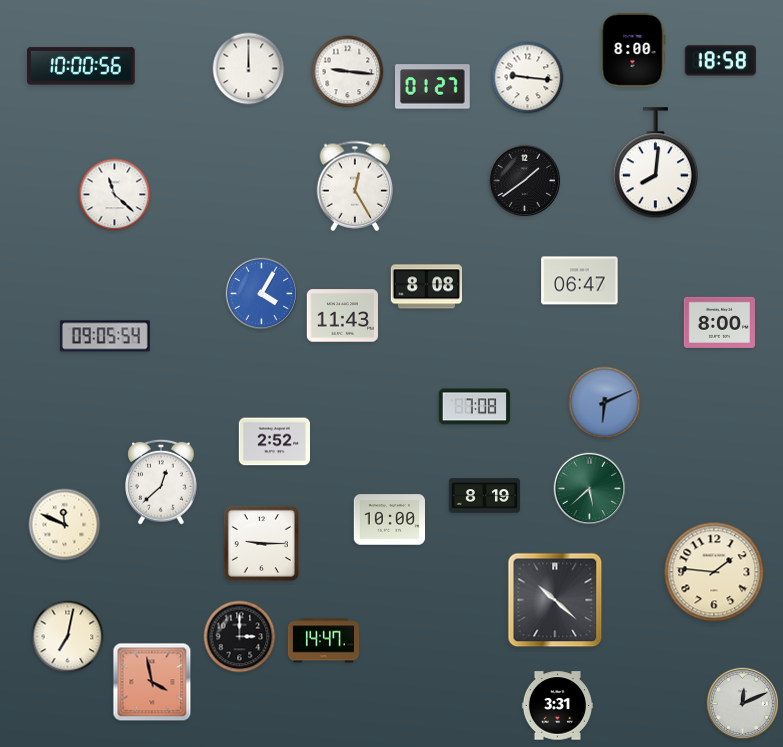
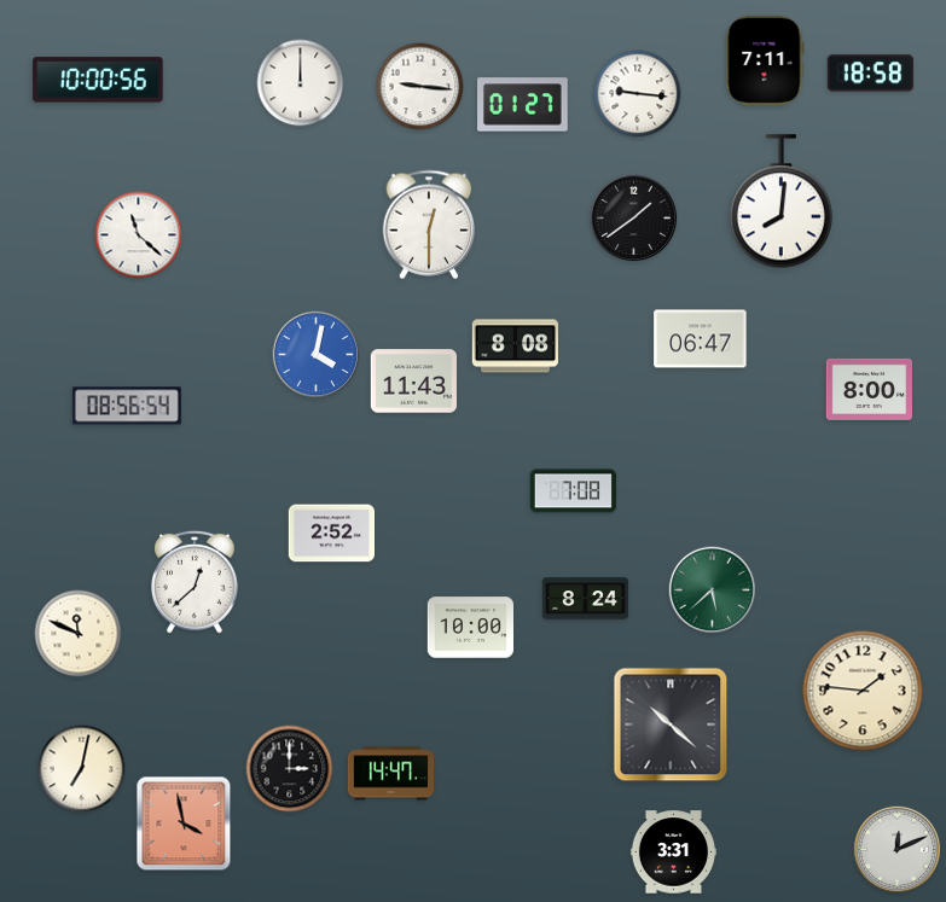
clock at (633, 50): 8:00 -> 7:11
clock at (655, 163) position: (655, 163) -> (780, 202)
clock at (355, 186): 12:25 -> 12:30
clock at (262, 294): 4:05 -> 4:02
clock at (105, 336): 09:05 -> 08:56
clock at (605, 403): 6:11 -> none
clock at (485, 496): 8:19 -> 8:24
clock at (261, 543): 9:15 -> none
